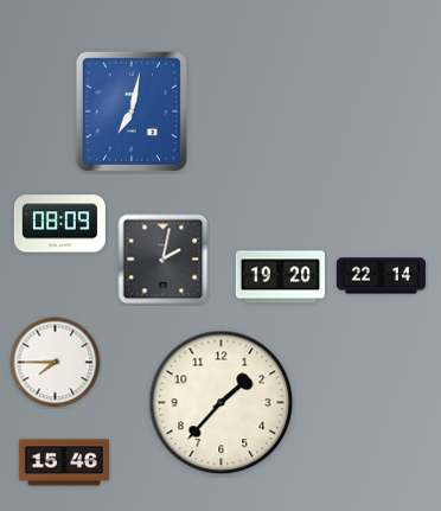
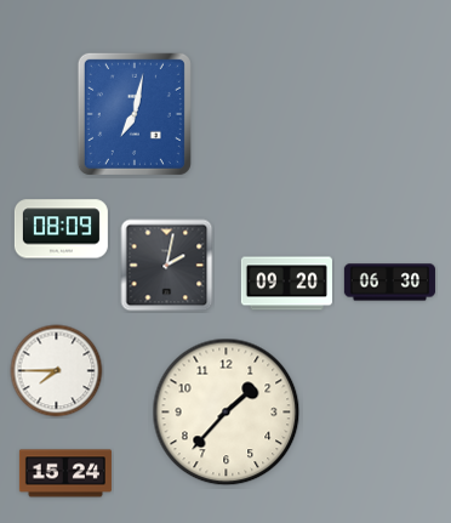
clock at (381, 276): 22:14 -> 06:30
clock at (280, 277): 19:20 -> 09:20
clock at (64, 462): 15:46 -> 15:24
